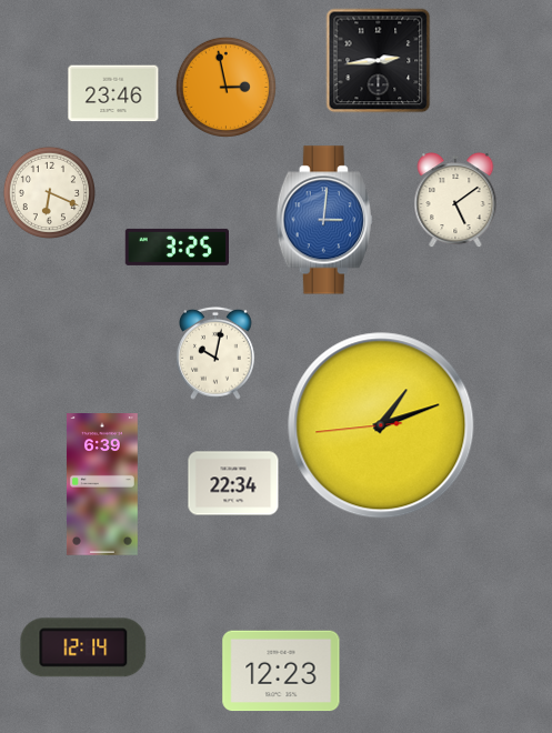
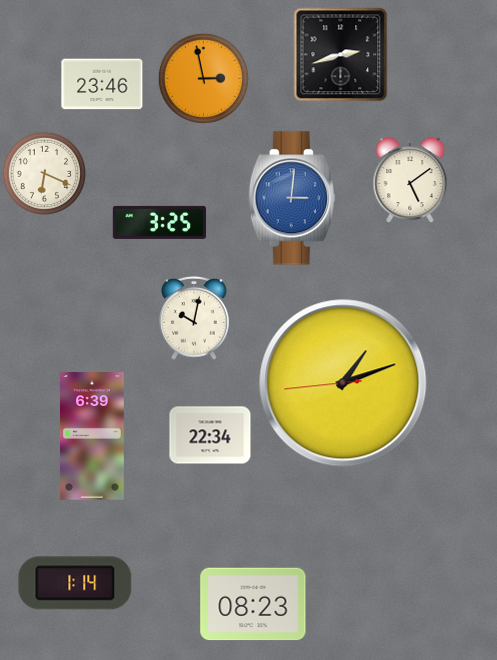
clock at (379, 61): 2:44 -> 2:42
clock at (83, 647): 12:14 -> 1:14
clock at (281, 671): 12:23 -> 08:23
